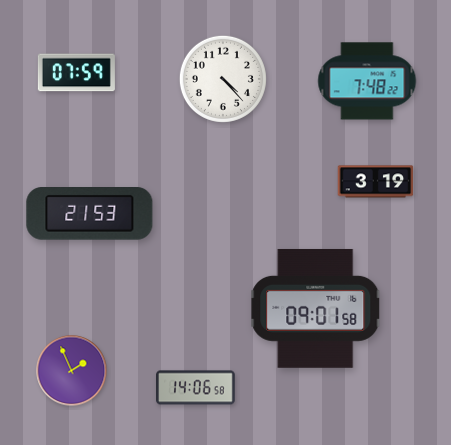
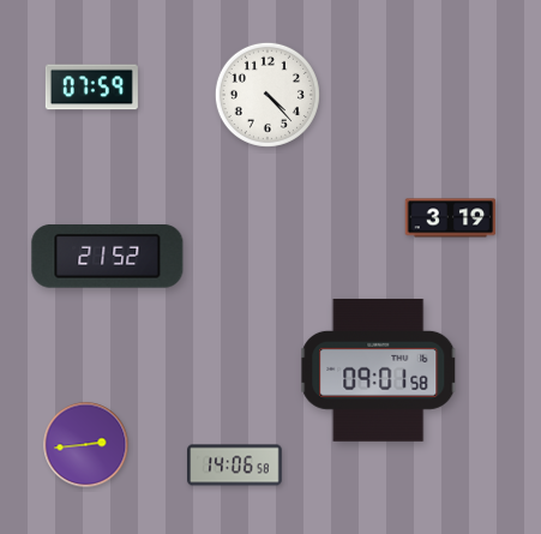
clock at (367, 81): 7:48 -> none
clock at (90, 214): 21:53 -> 21:52
clock at (72, 371): 1:56 -> 2:44
